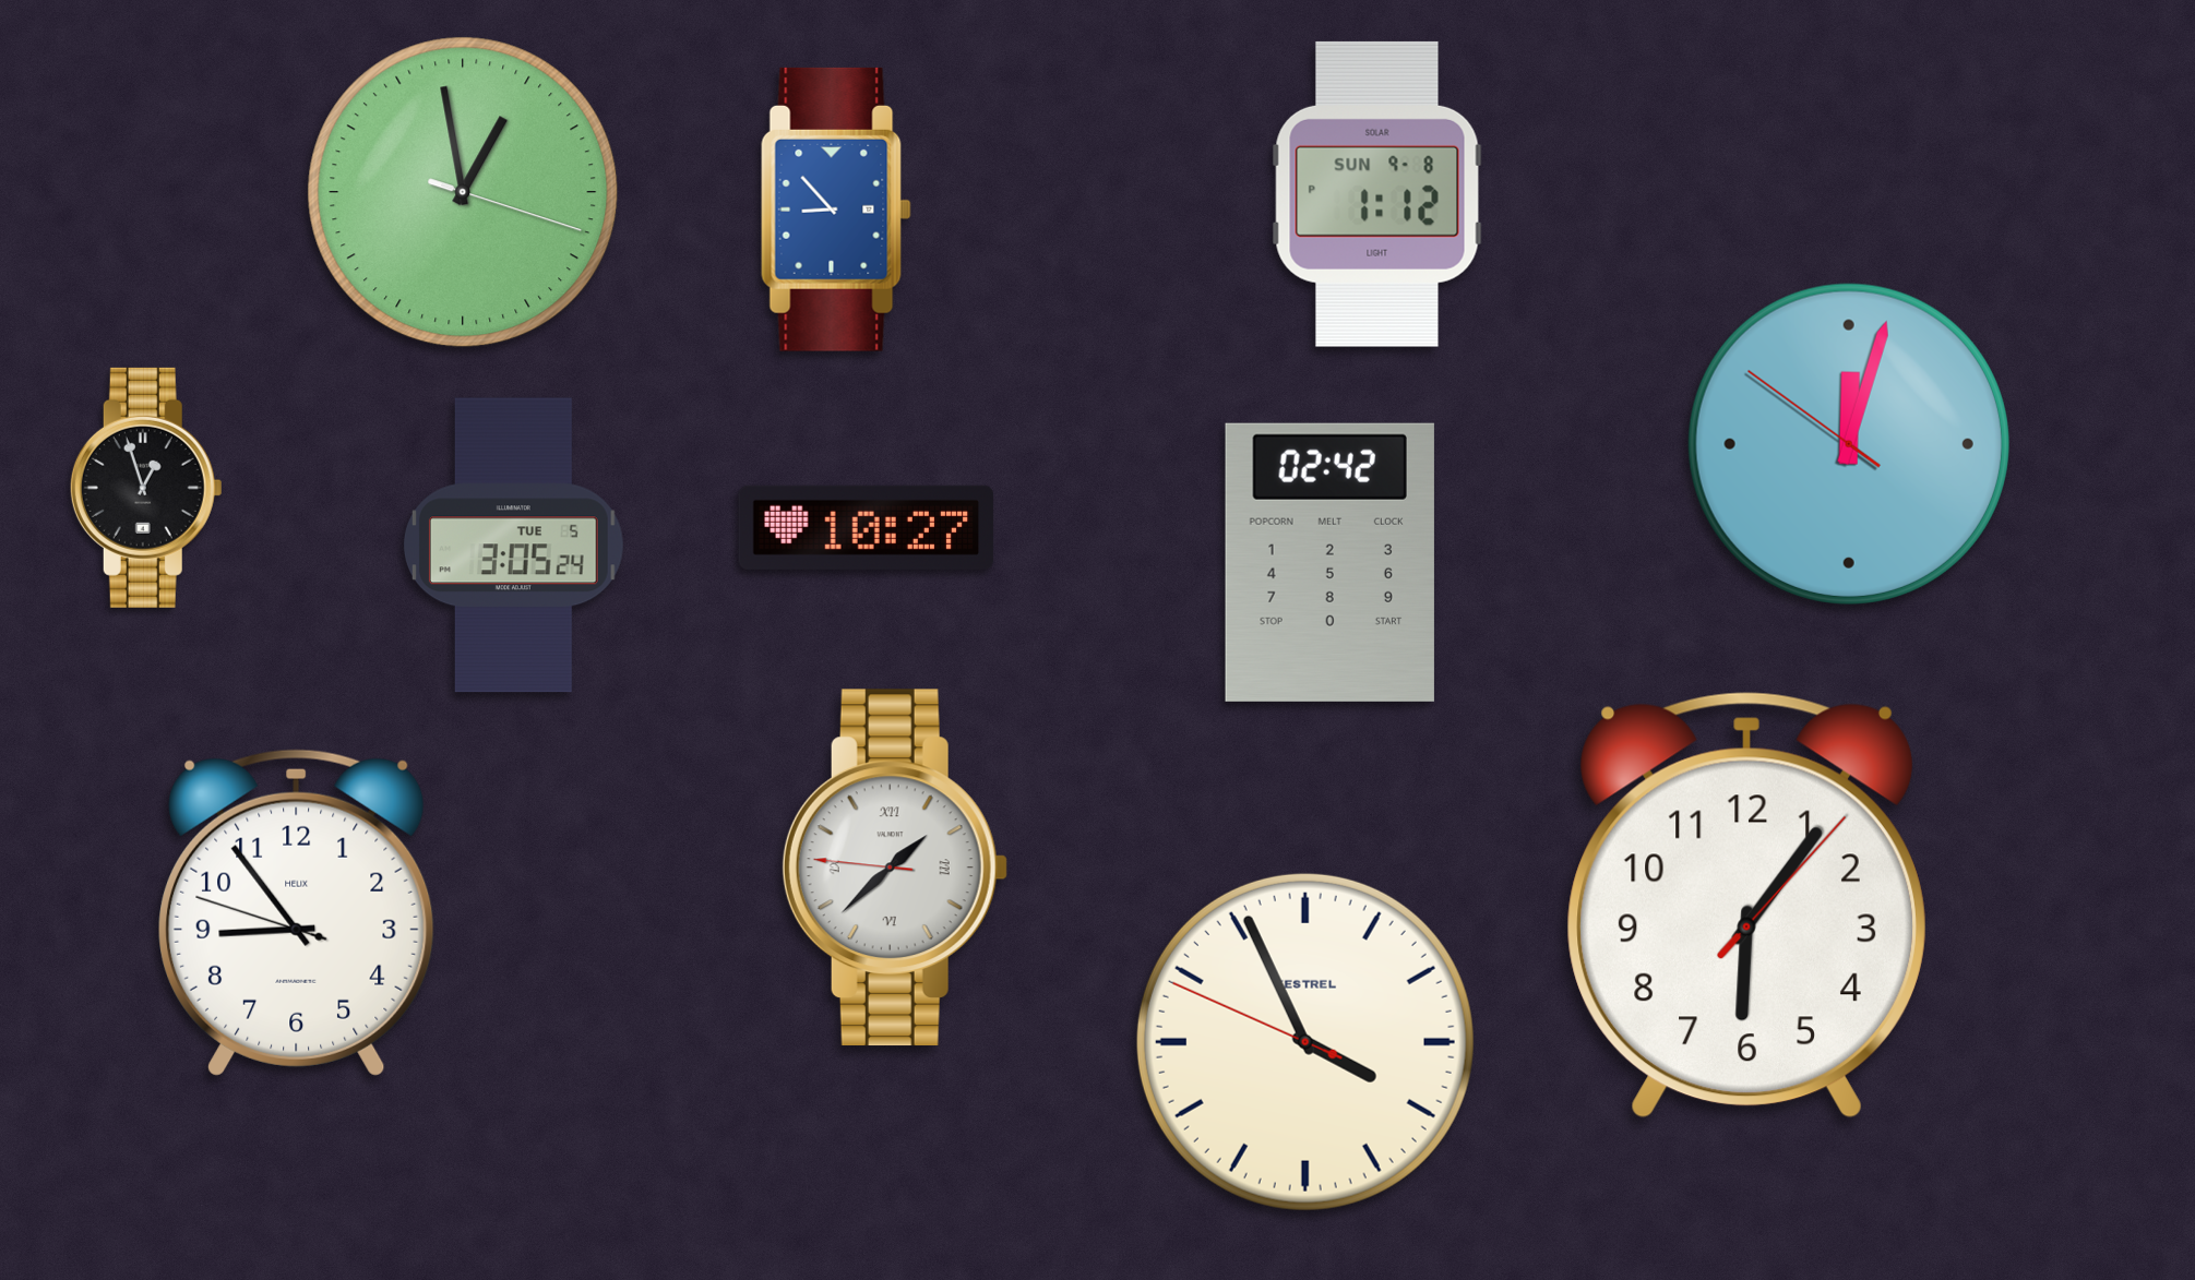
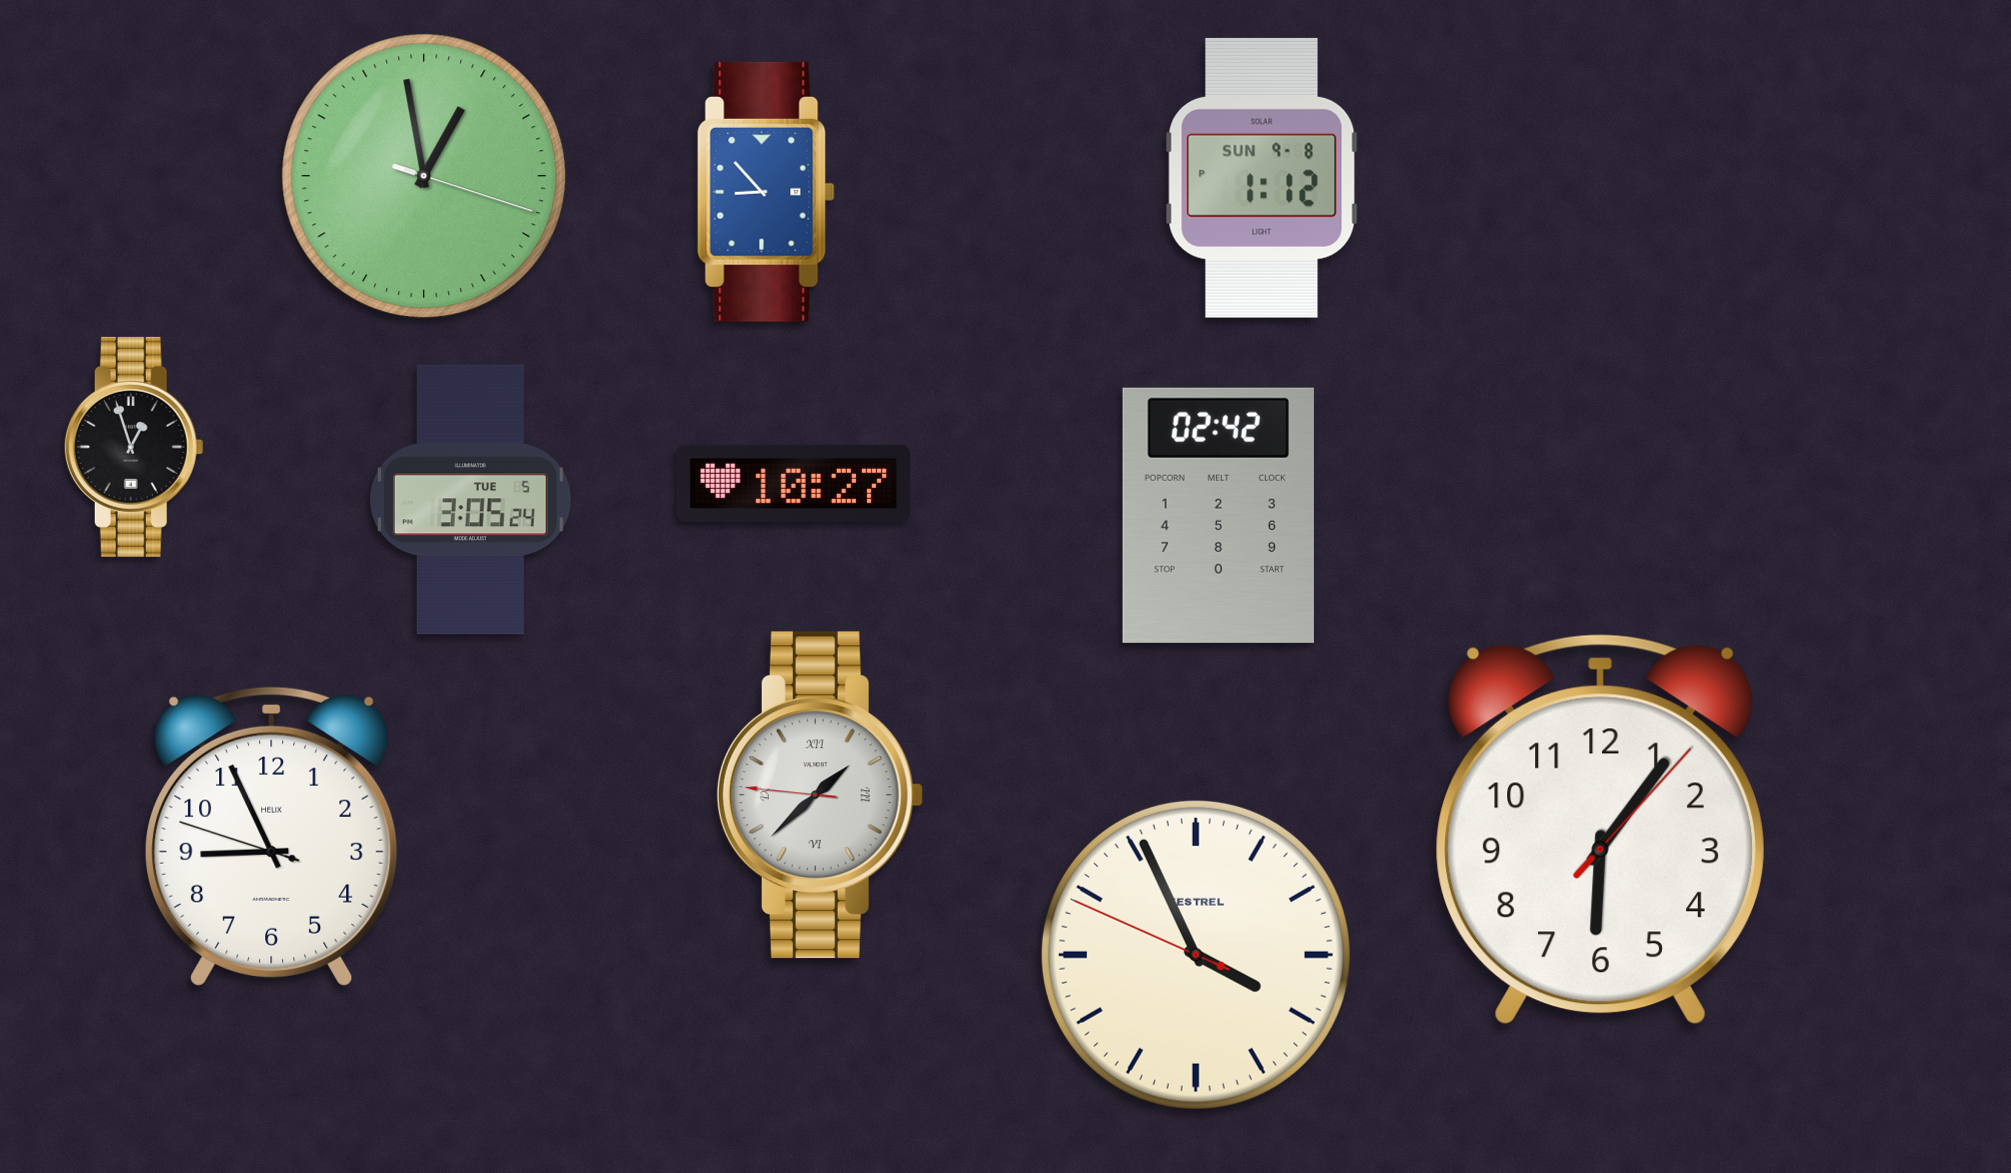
clock at (1849, 444): 12:02 -> none
clock at (297, 912): 8:53 -> 8:55
